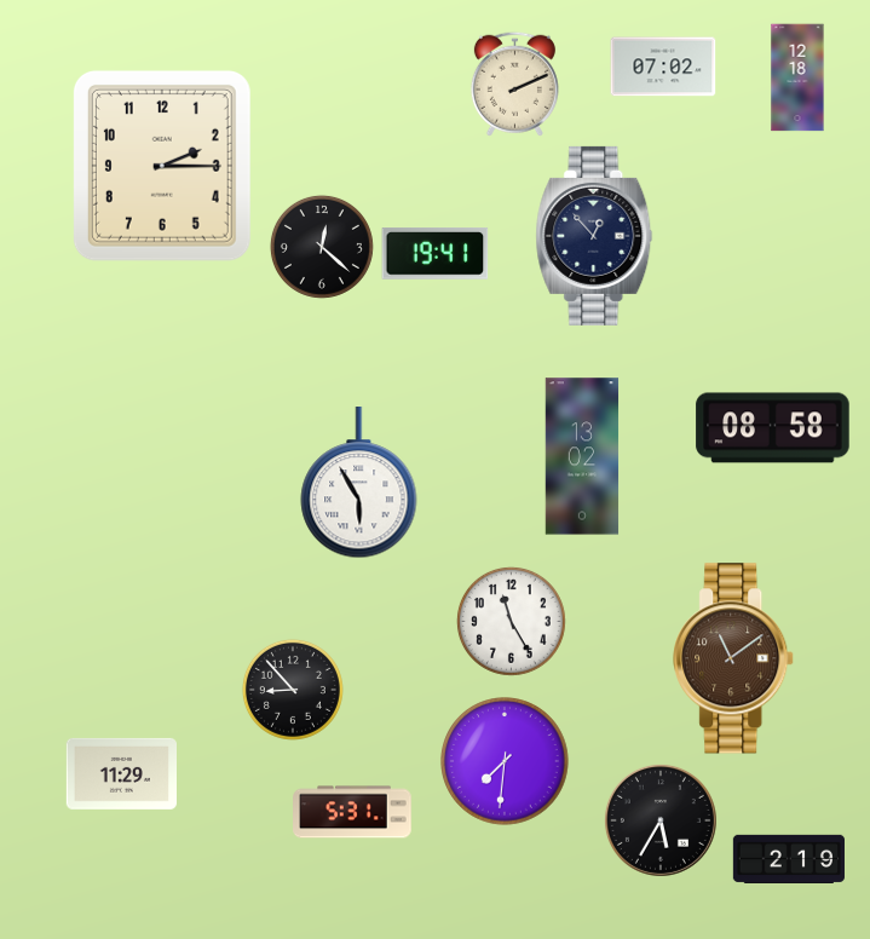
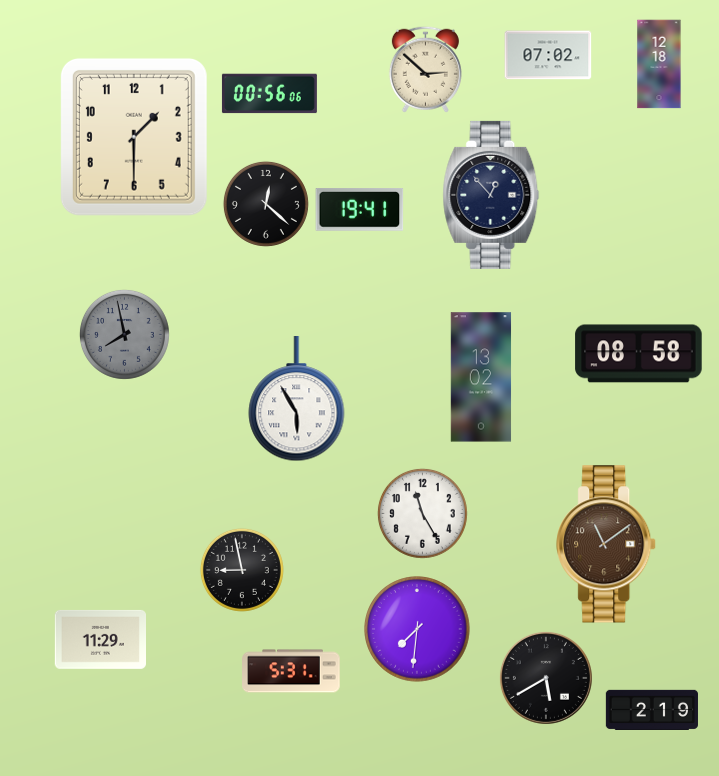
clock at (514, 83): 2:11 -> 2:52
clock at (269, 94): none -> 00:56
clock at (162, 166): 2:15 -> 1:30
clock at (124, 334): none -> 7:58
clock at (293, 690): 8:53 -> 8:58
clock at (661, 820): 5:35 -> 5:40
